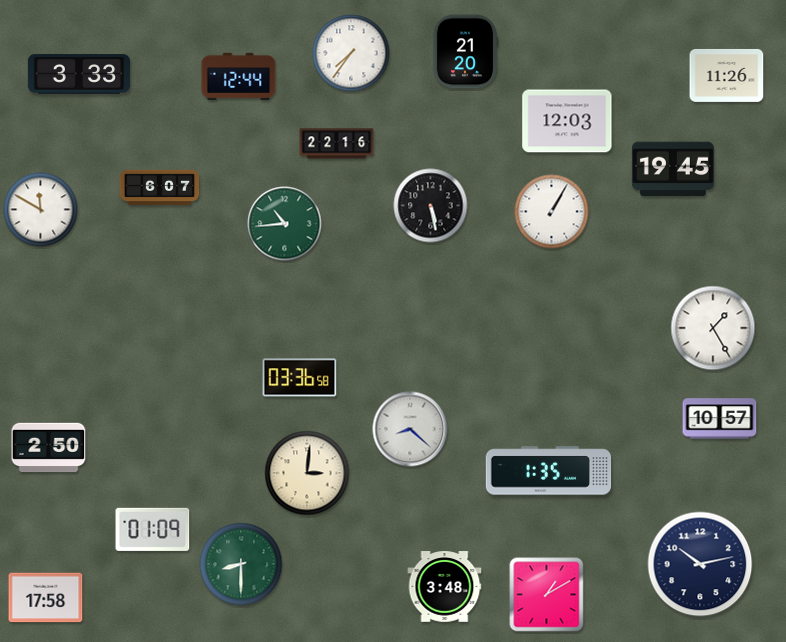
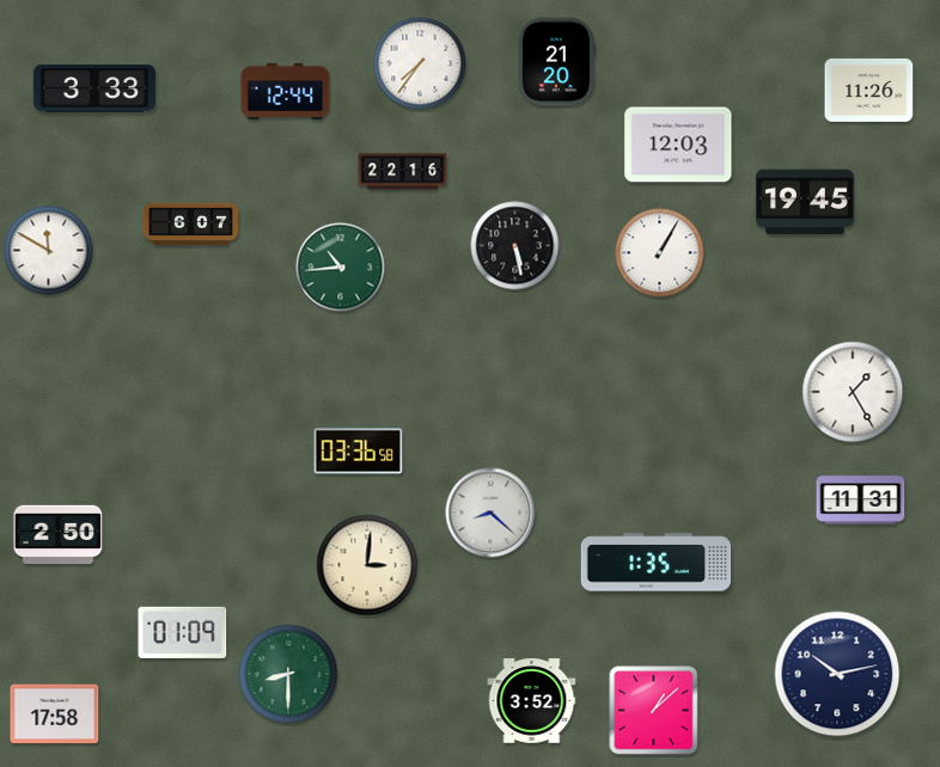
clock at (720, 419): 10:57 -> 11:31
clock at (445, 587): 3:48 -> 3:52
clock at (547, 595): 1:10 -> 1:08
